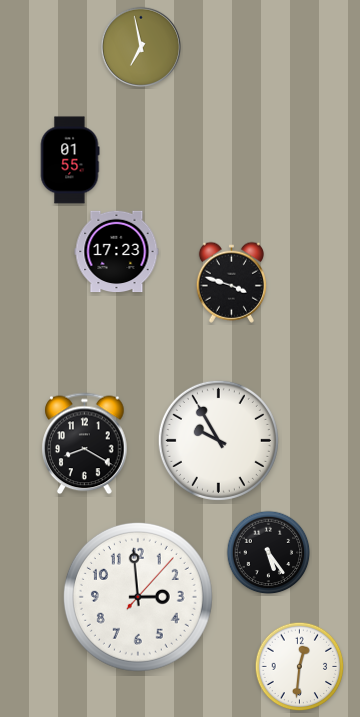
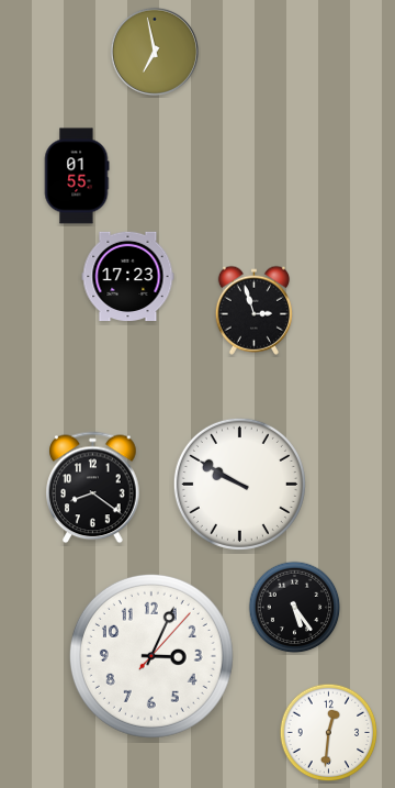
clock at (231, 282): 3:48 -> 2:57
clock at (218, 440): 9:55 -> 9:50
clock at (85, 444): 8:20 -> 8:21
clock at (138, 597): 2:59 -> 3:04
